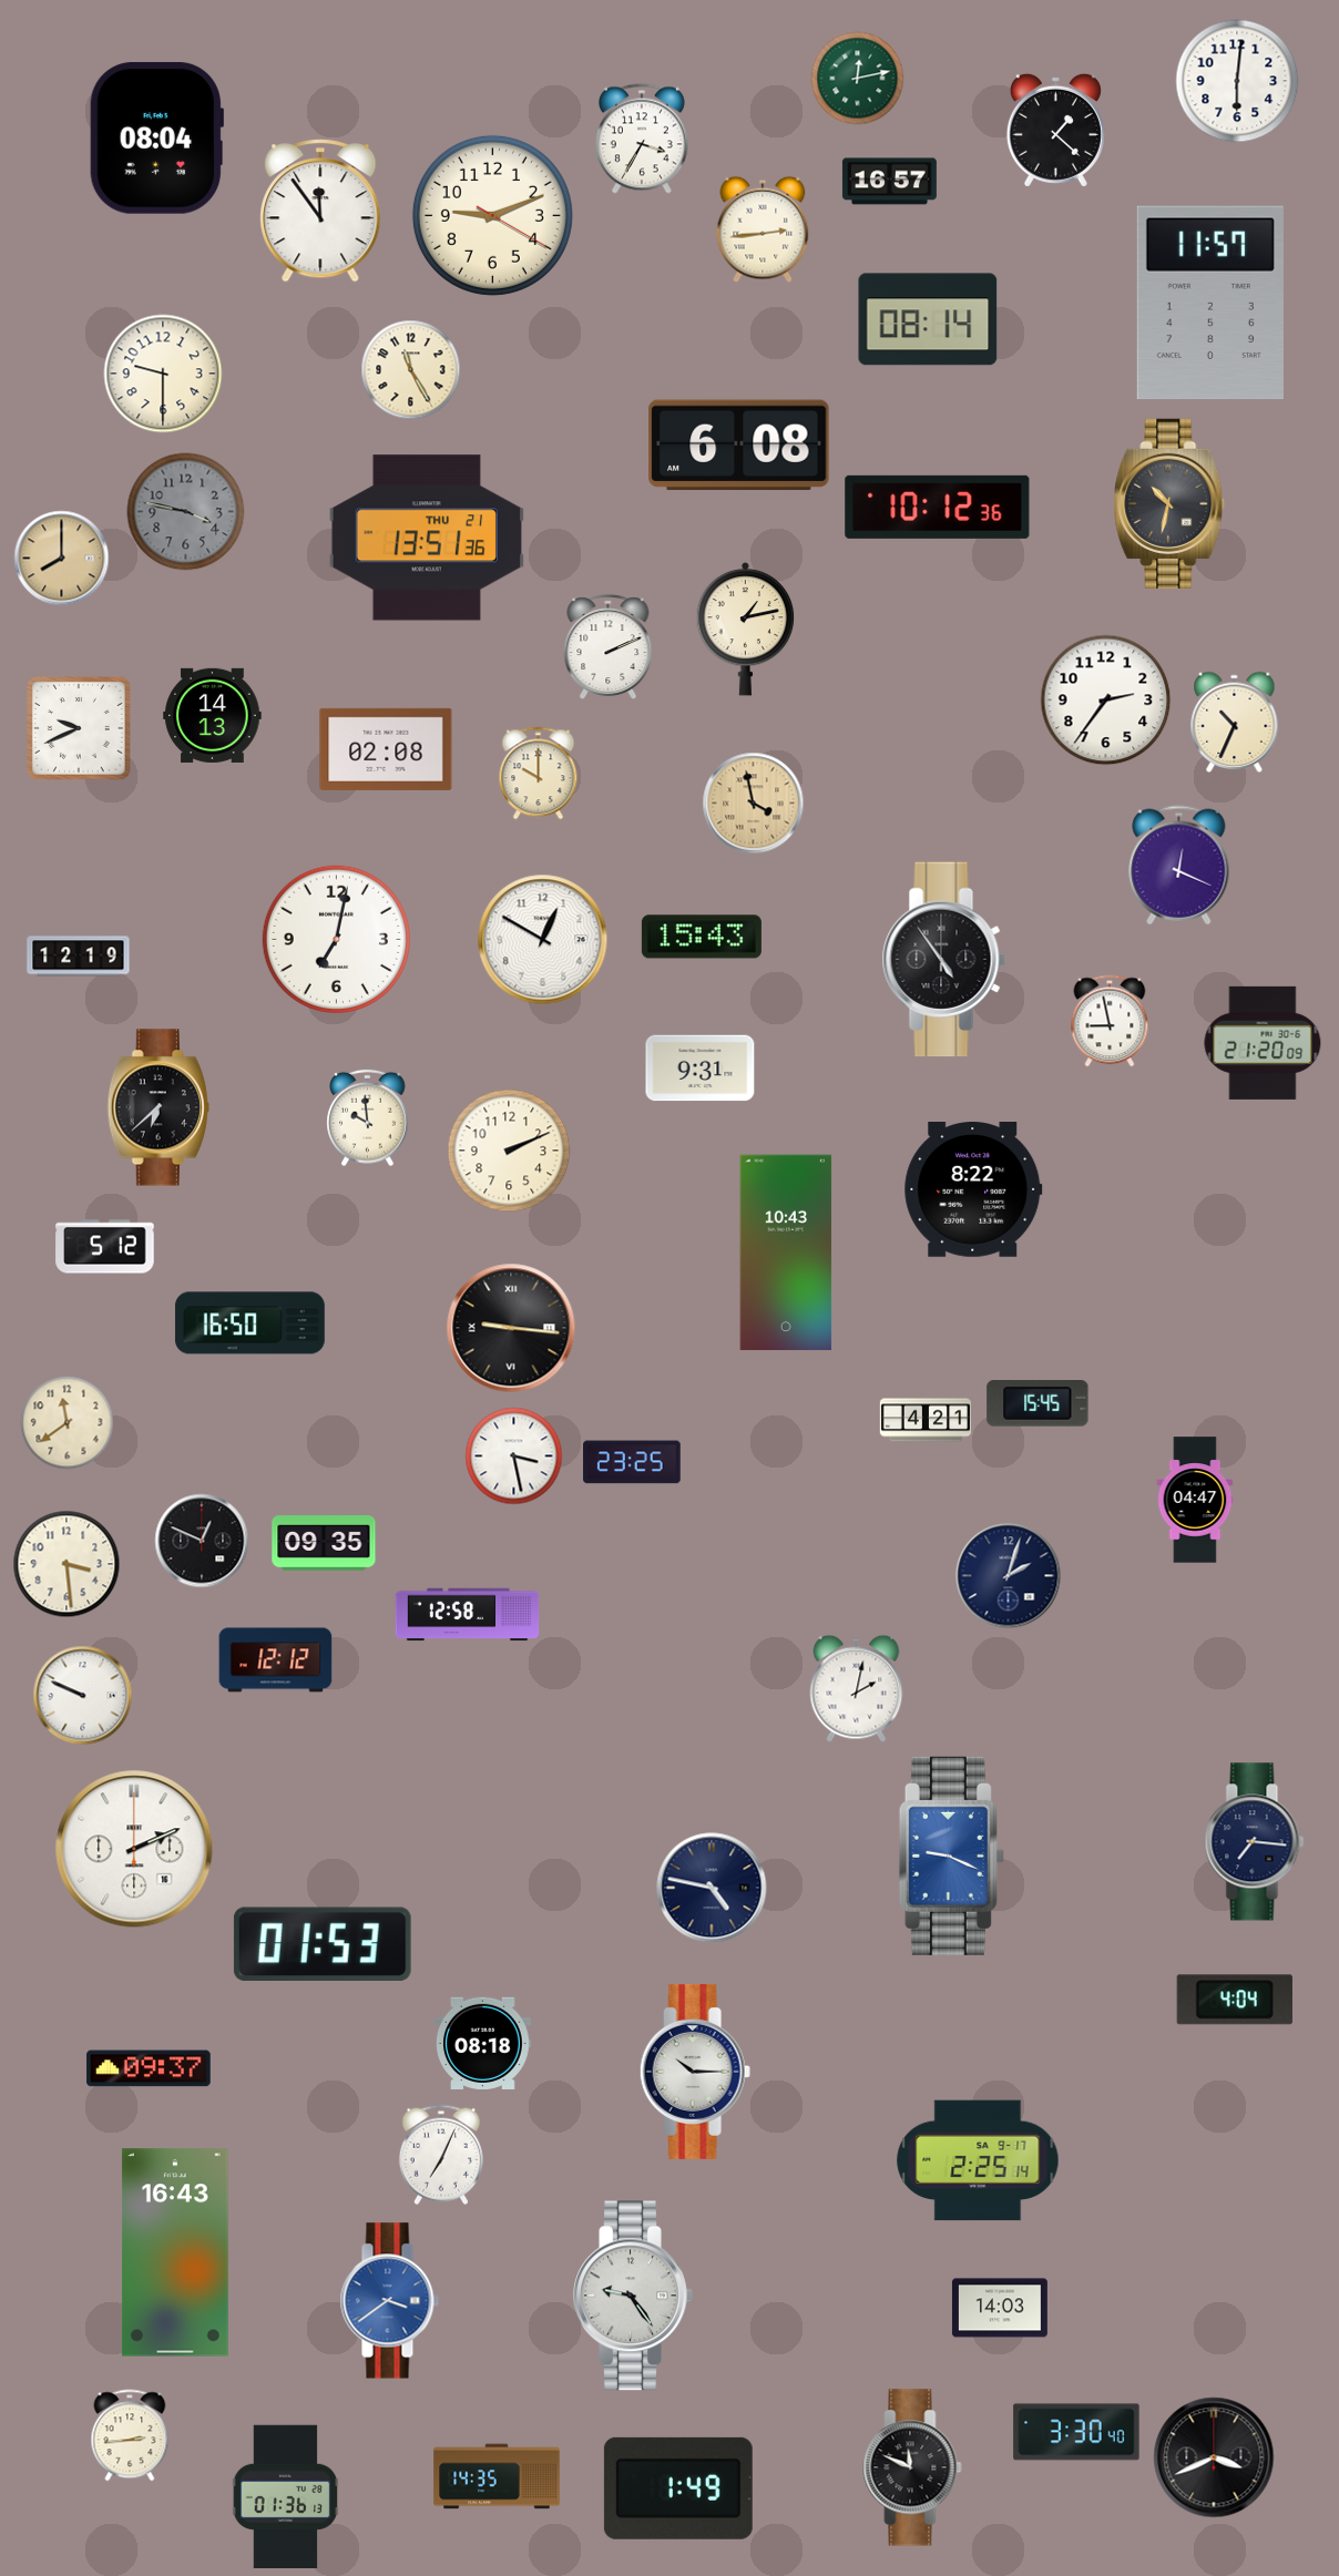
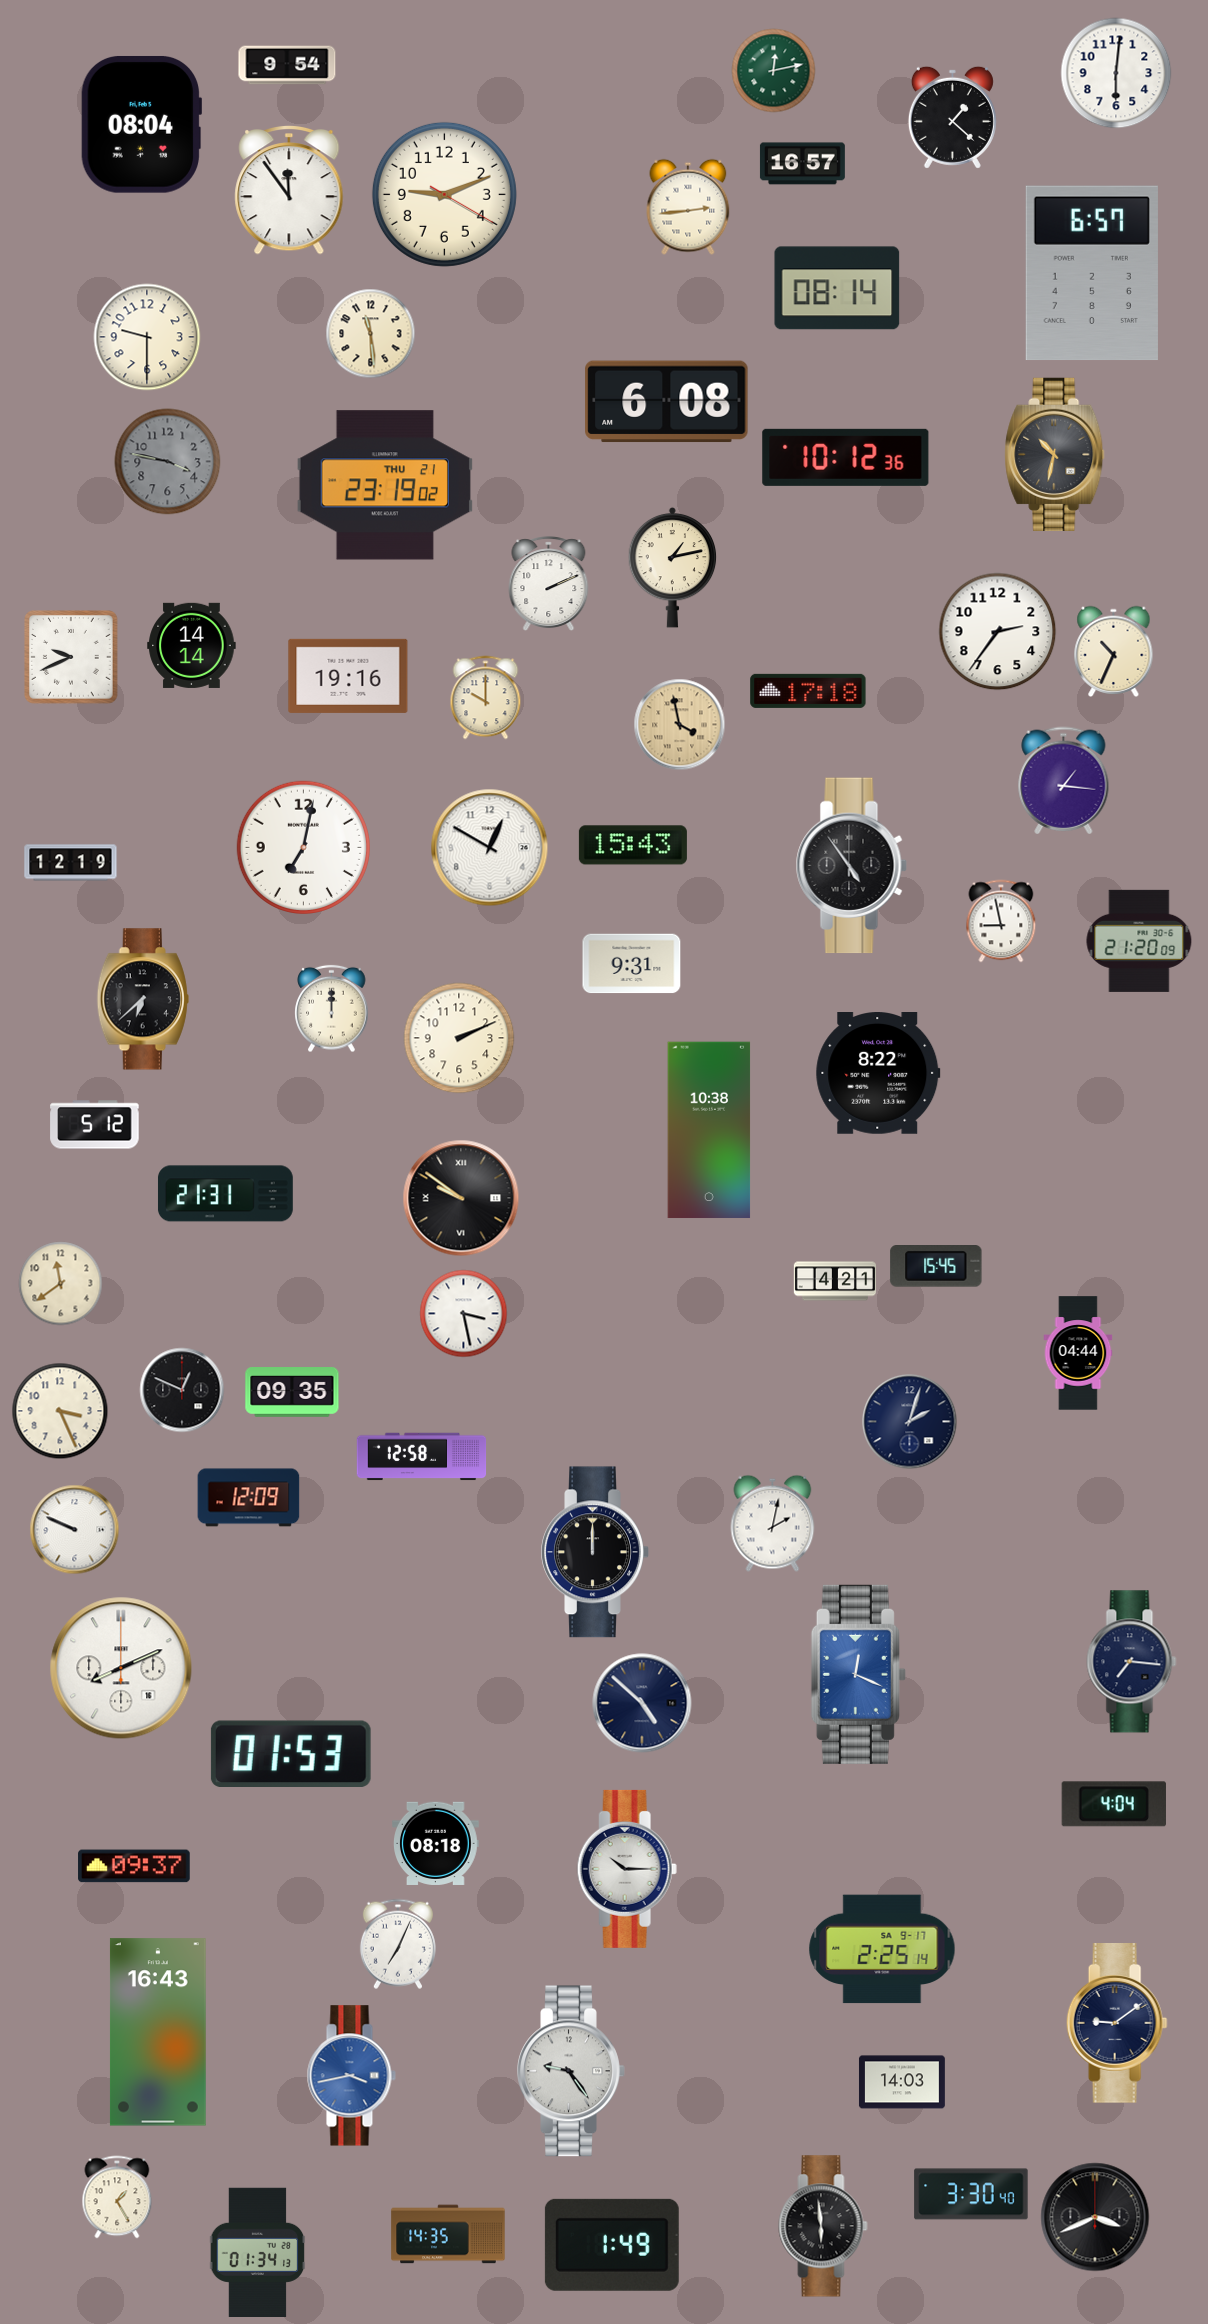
clock at (287, 65): none -> 9:54
clock at (642, 139): 3:35 -> none
clock at (1210, 303): 11:57 -> 6:57
clock at (411, 370): 11:25 -> 11:29
clock at (426, 538): 13:51 -> 23:19
clock at (62, 559): 8:00 -> none
clock at (213, 715): 14:13 -> 14:14
clock at (386, 749): 02:08 -> 19:16
clock at (808, 691): none -> 17:18
clock at (1179, 866): 12:19 -> 1:16
clock at (368, 1118): 9:59 -> 12:00
clock at (786, 1253): 10:43 -> 10:38
clock at (251, 1323): 16:50 -> 21:31
clock at (511, 1328): 9:16 -> 9:51
clock at (632, 1462): 23:25 -> none
clock at (1195, 1500): 04:47 -> 04:44
clock at (67, 1564): 3:29 -> 3:26
clock at (276, 1660): 12:12 -> 12:09
clock at (595, 1552): none -> 12:00
clock at (134, 1849): 2:11 -> 8:11
clock at (951, 1856): 9:19 -> 12:19
clock at (712, 1888): 4:47 -> 4:52
clock at (1117, 2024): none -> 9:09
clock at (389, 2301): 3:39 -> 3:43
clock at (130, 2435): 2:44 -> 1:25
clock at (912, 2467): 11:49 -> 5:59
clock at (286, 2496): 01:36 -> 01:34
